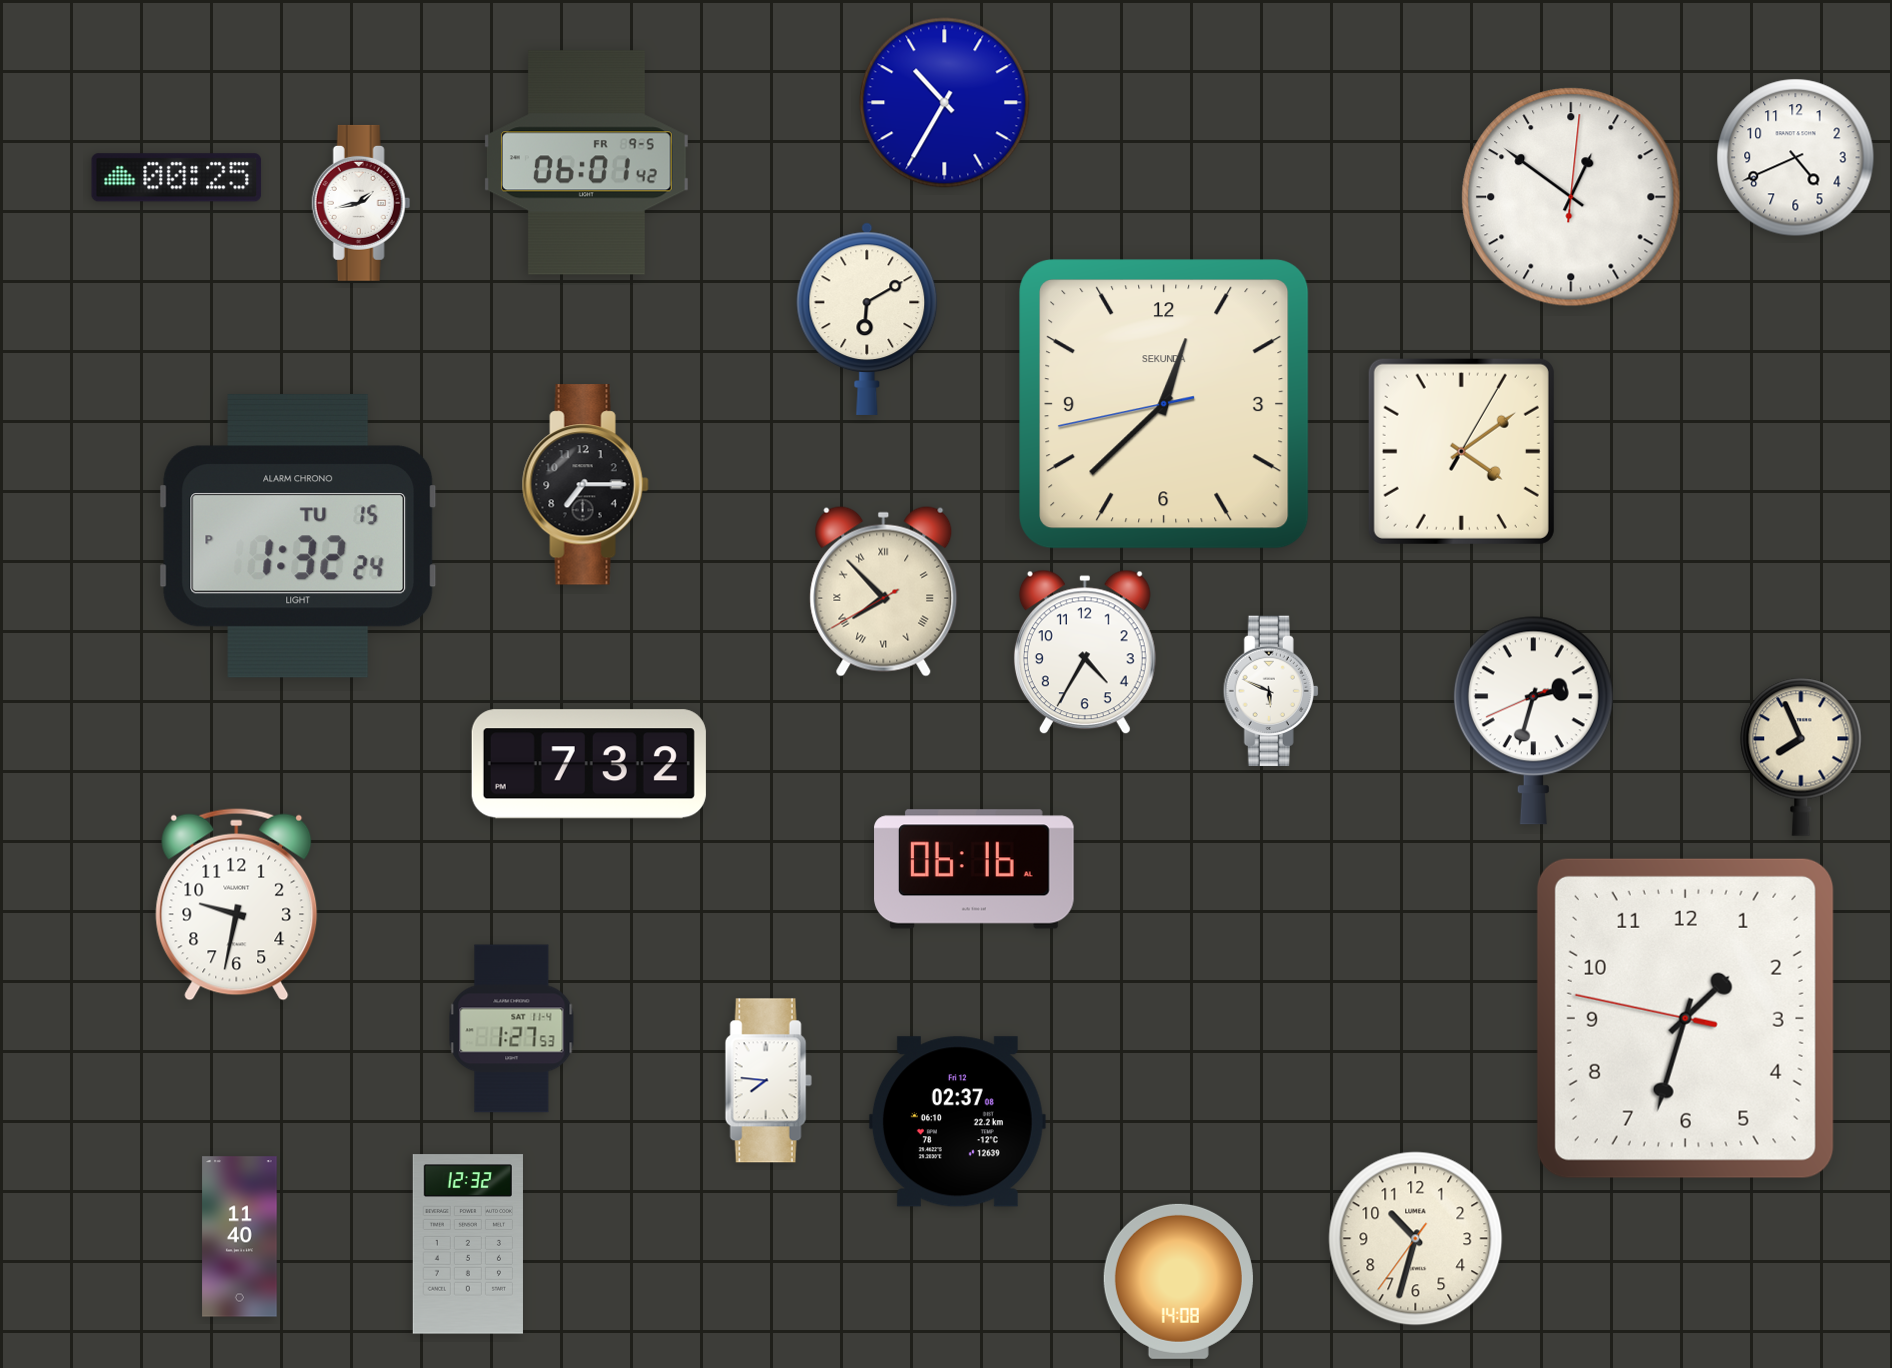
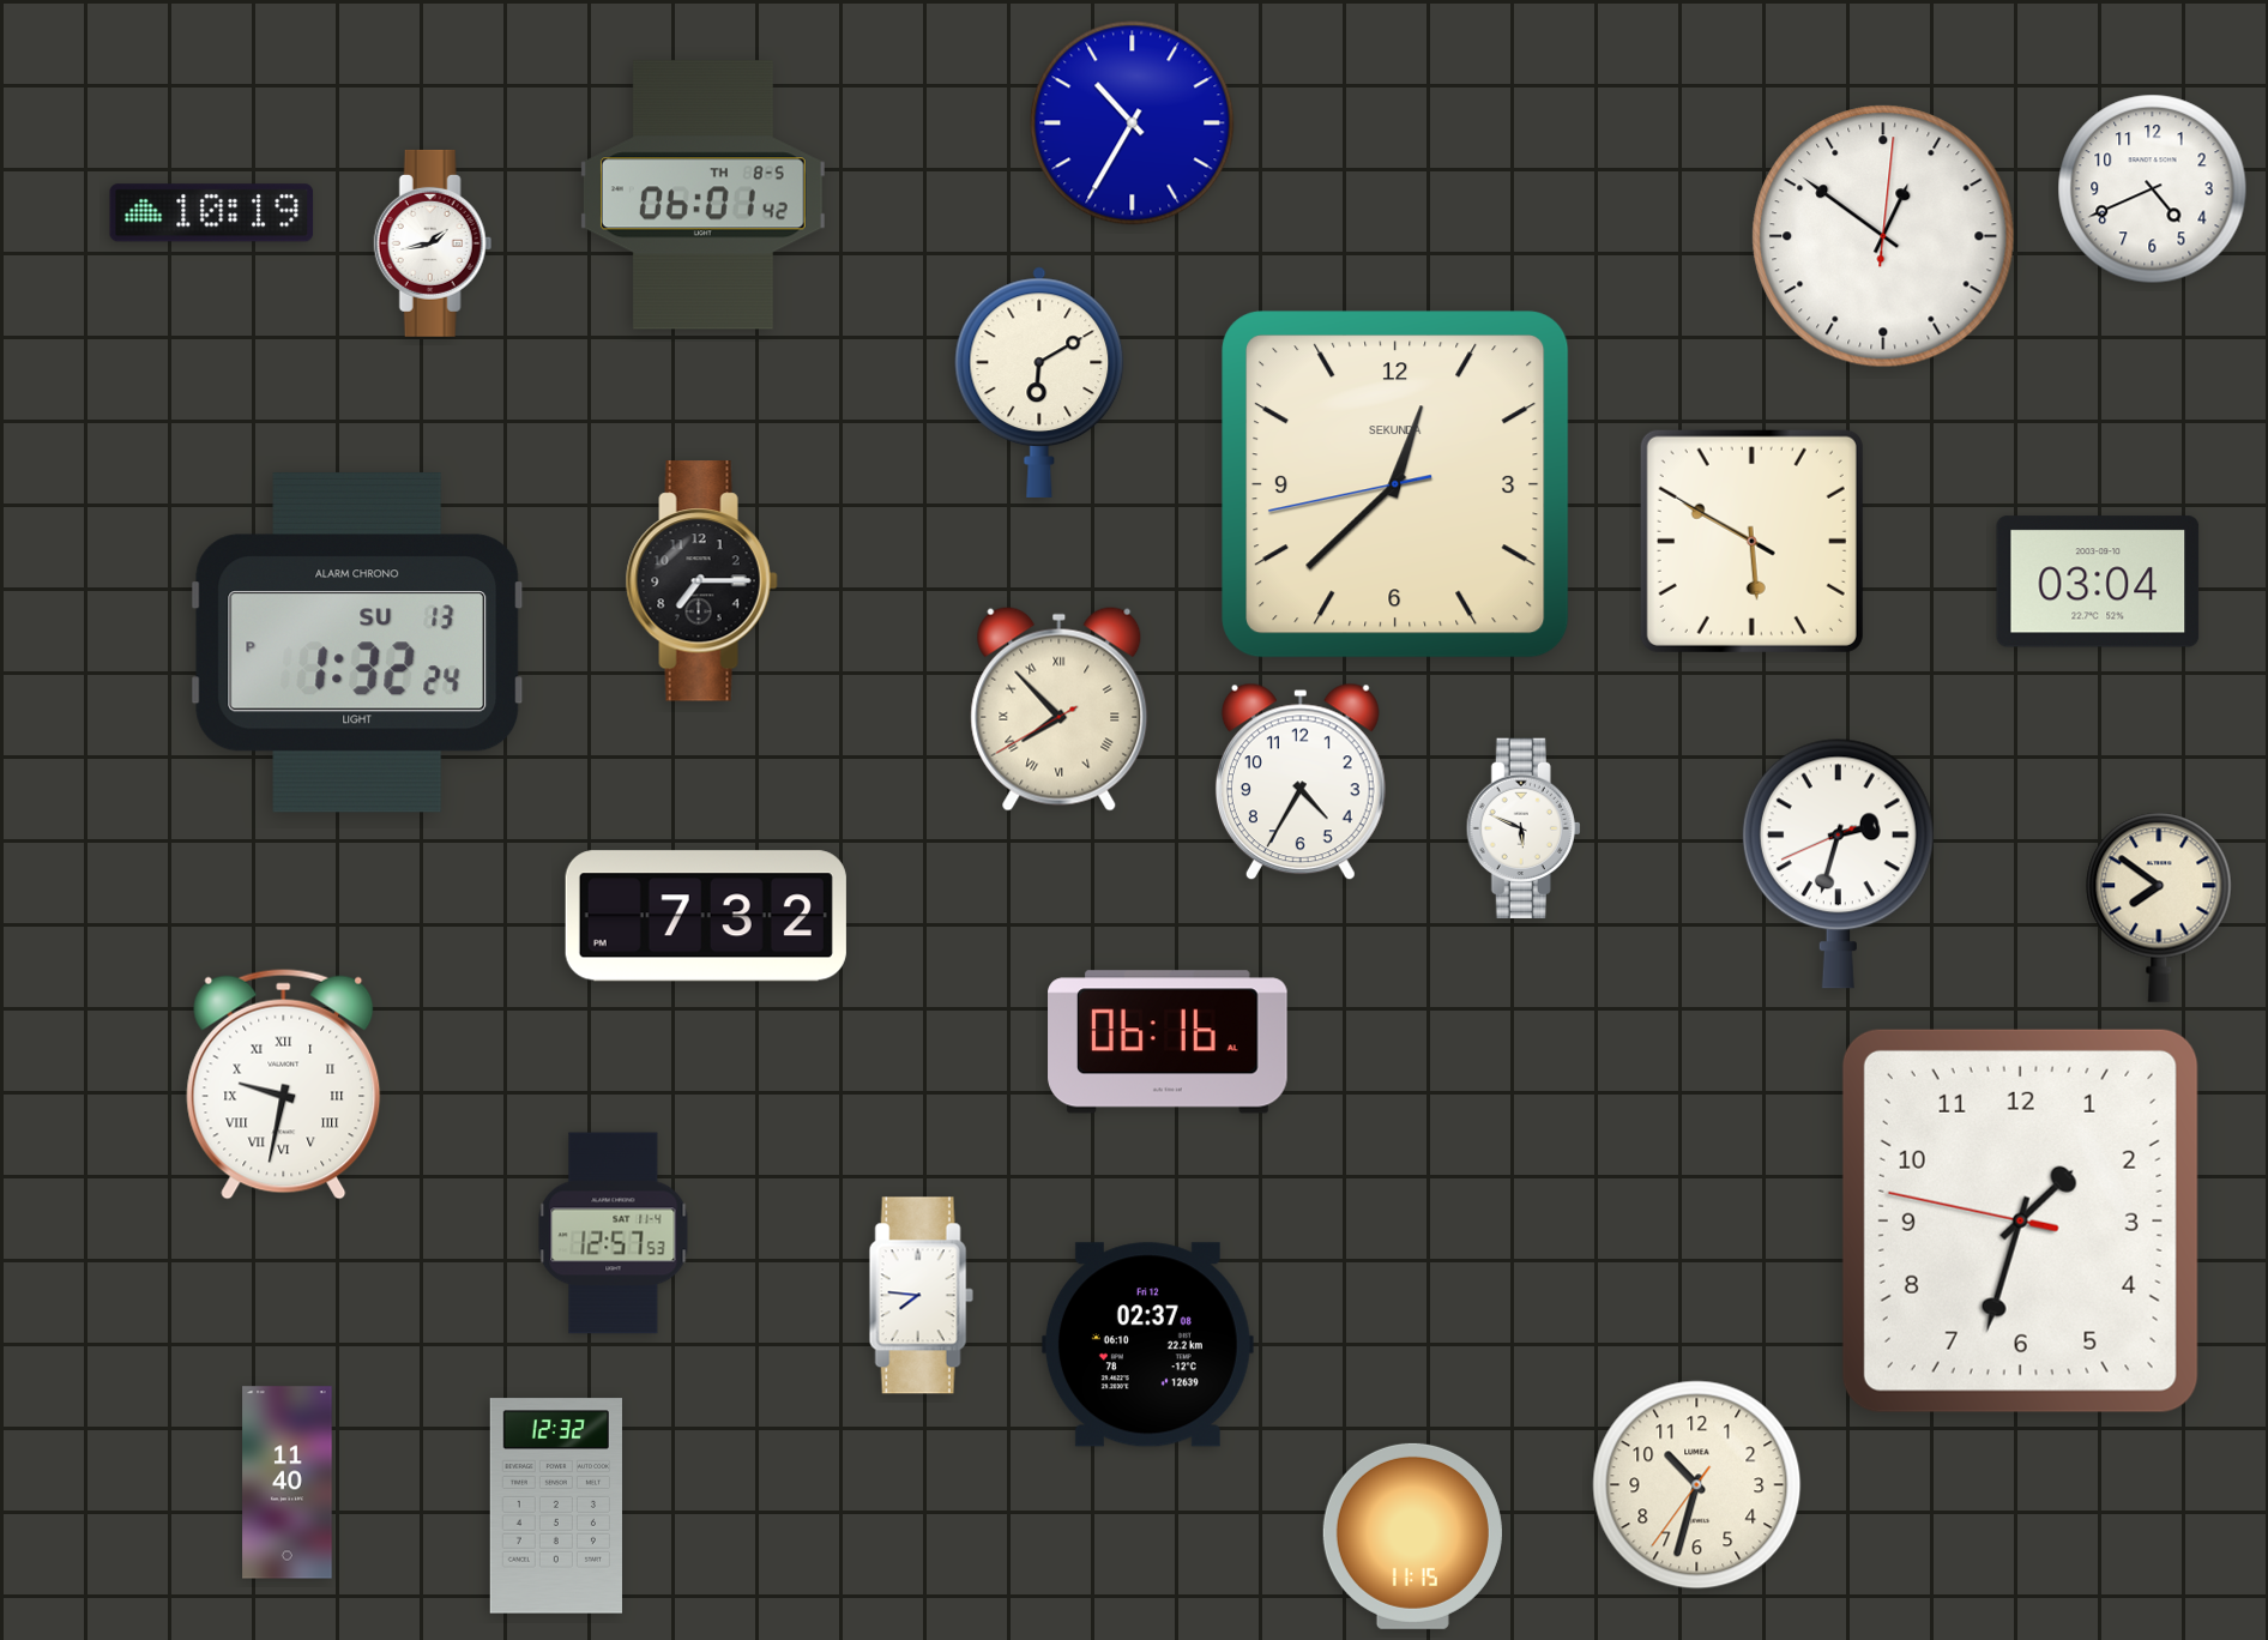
clock at (586, 163) date: FR 9-5 -> TH 8-5
clock at (177, 178): 00:25 -> 10:19
clock at (1461, 451): 4:09 -> 5:49
clock at (2098, 581): none -> 03:04
clock at (298, 536) date: TU 15 -> SU 13
clock at (1801, 757): 7:56 -> 7:51
clock at (237, 904) numerals: Arabic -> Roman
clock at (512, 1029): 1:27 -> 12:57
clock at (468, 1244) position: (468, 1244) -> (556, 1506)
clock at (1178, 1281): 14:08 -> 11:15
